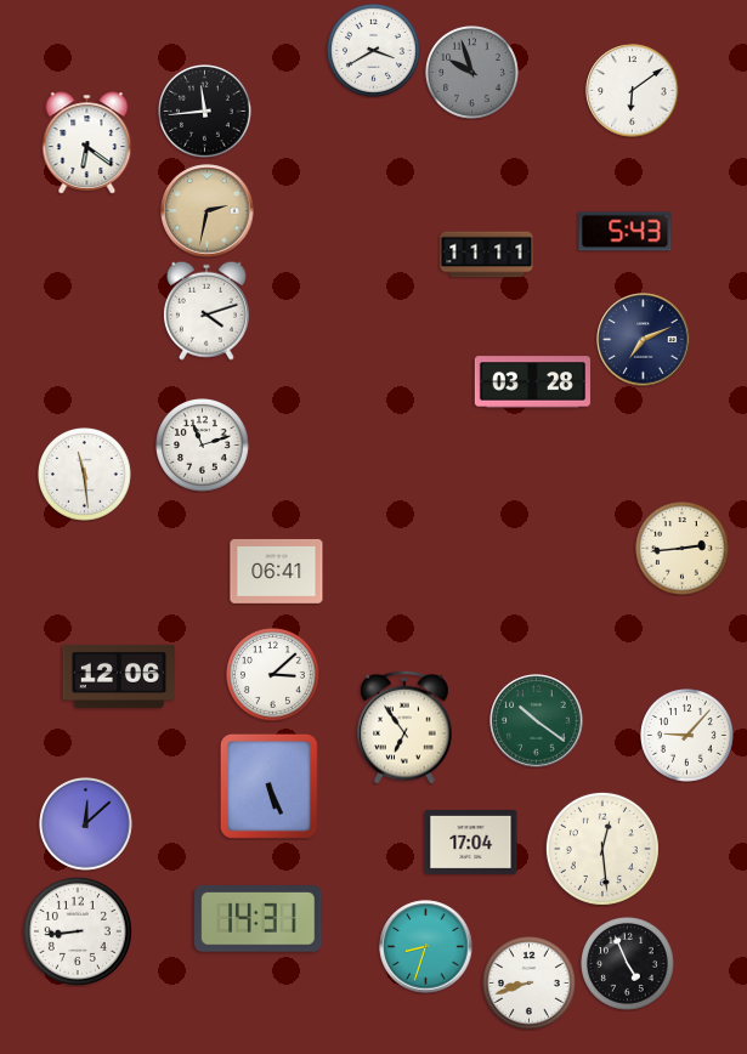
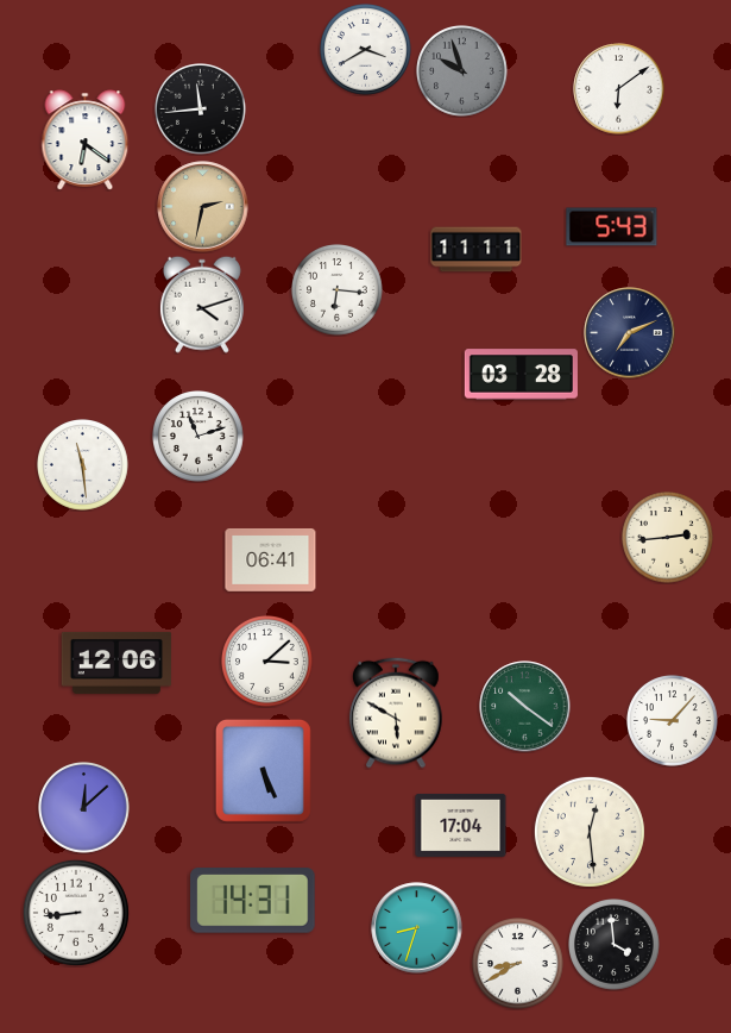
clock at (338, 290): none -> 6:16
clock at (404, 727): 6:54 -> 5:50
clock at (628, 964): 4:56 -> 3:59
clock at (530, 984): 8:42 -> 8:40
